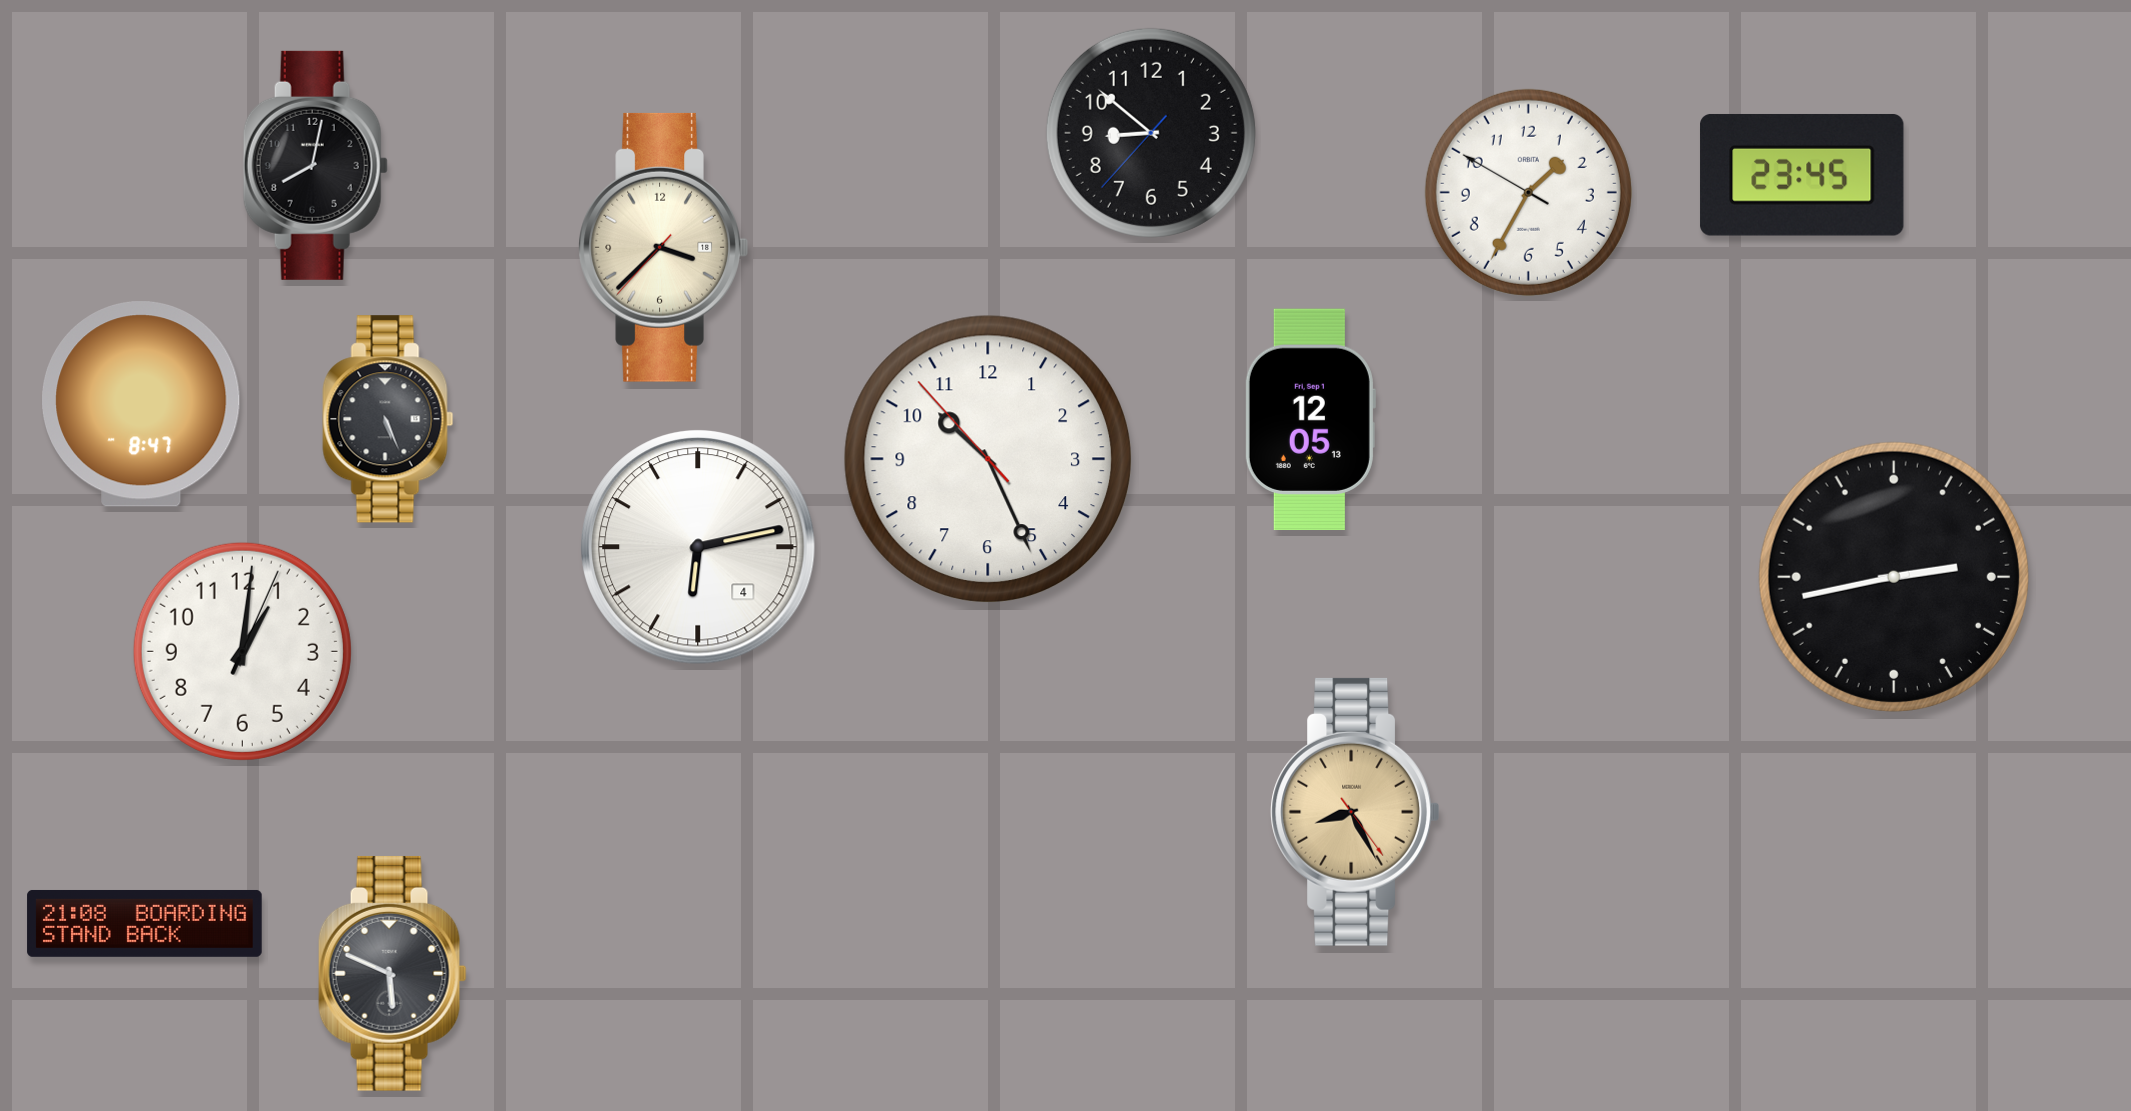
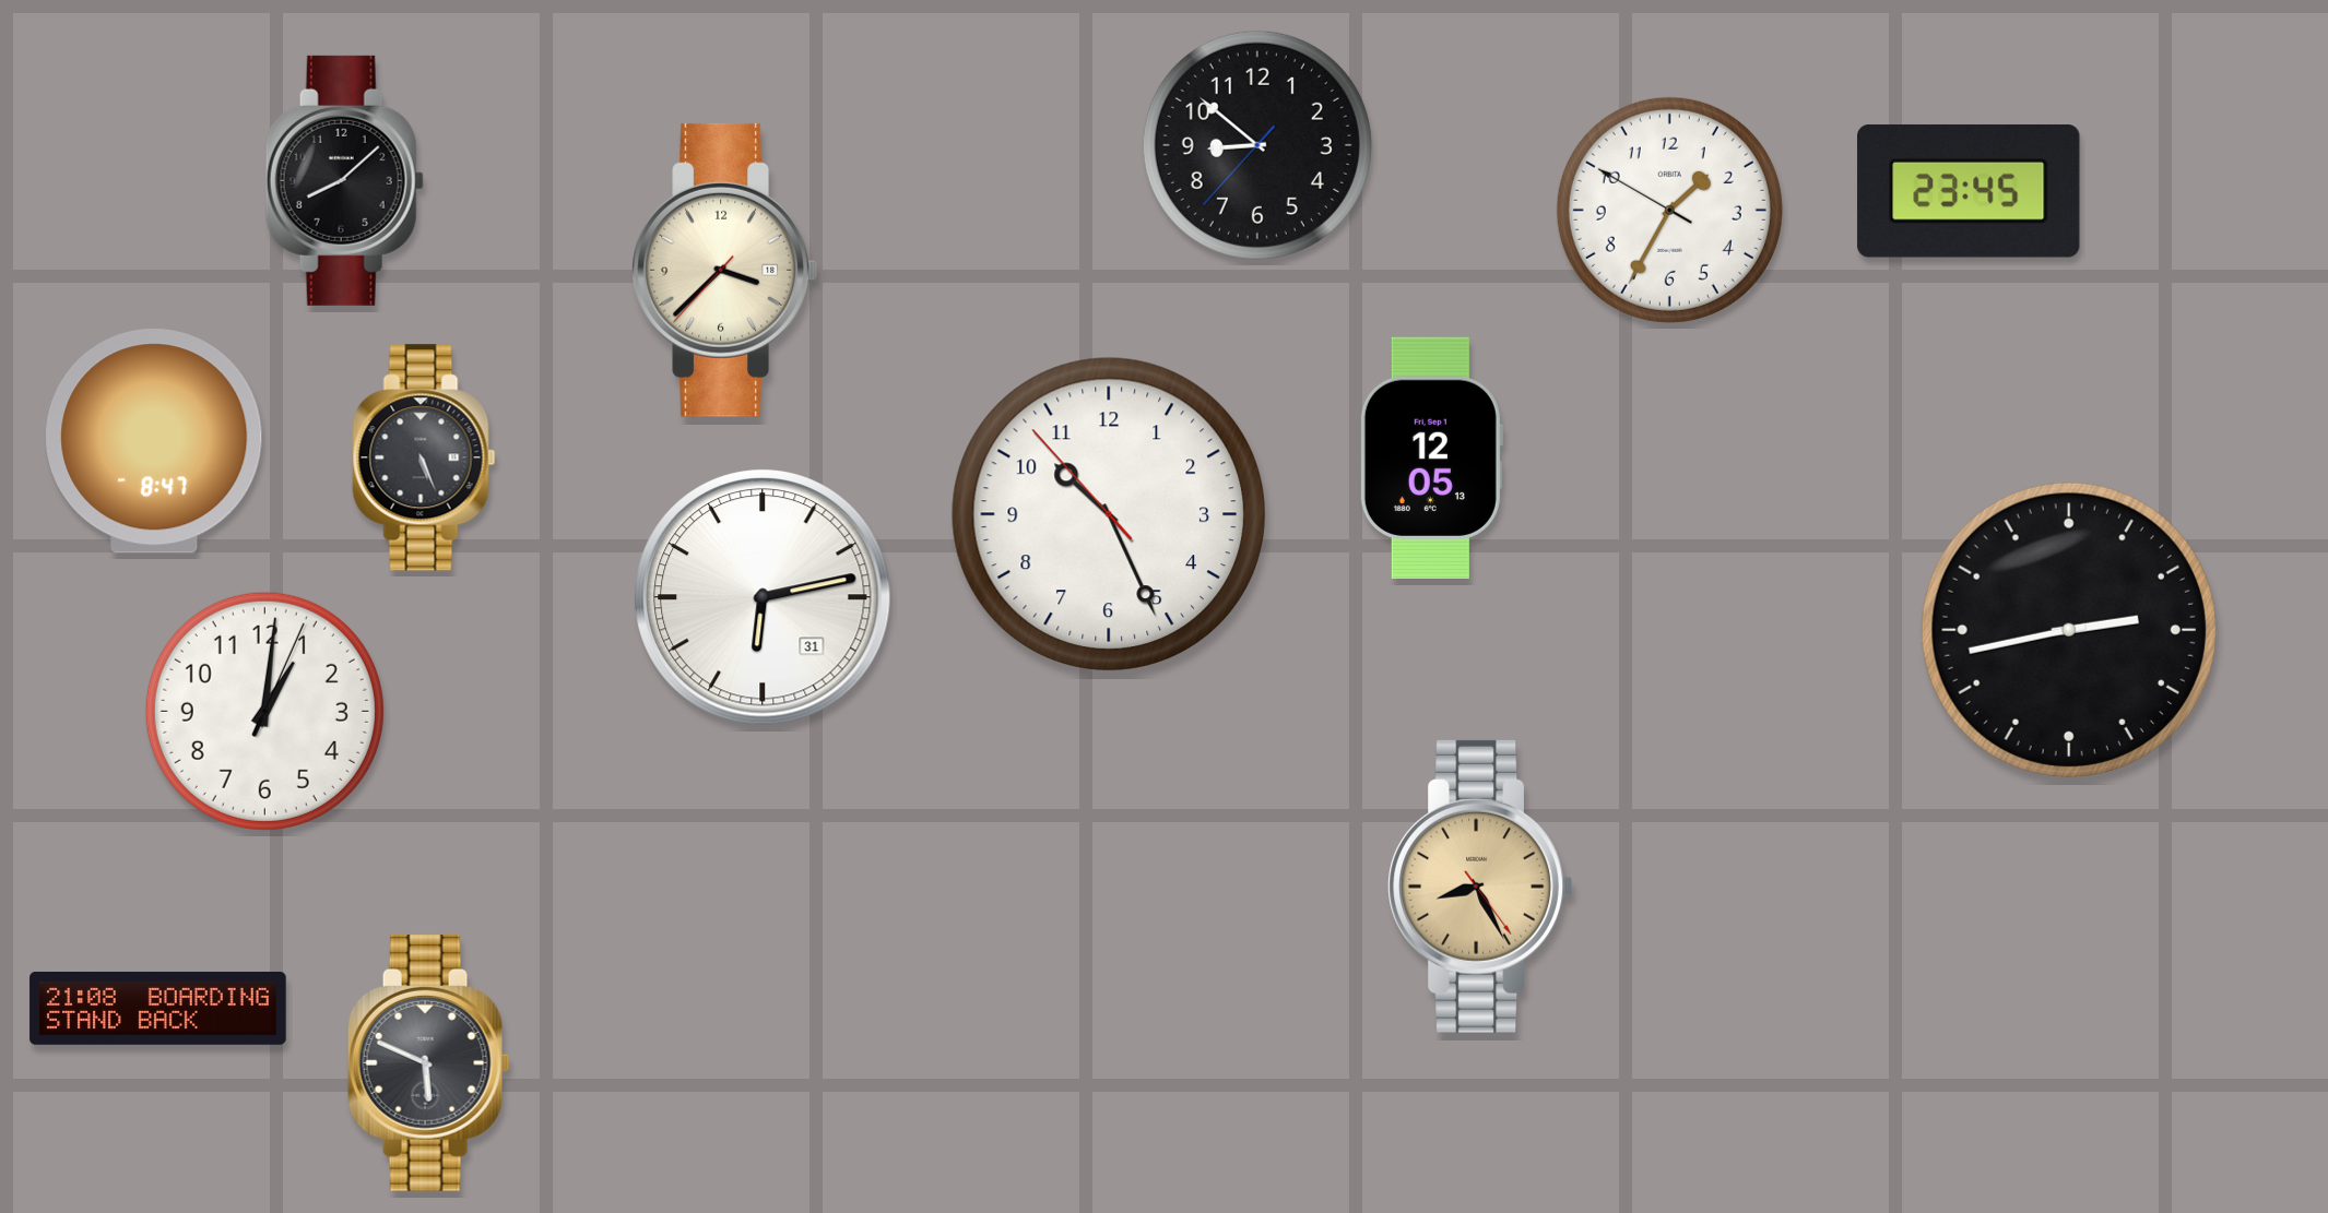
clock at (315, 165): 8:02 -> 8:08
clock at (988, 459) position: (988, 459) -> (1109, 514)
clock at (698, 547) date: 4 -> 31
